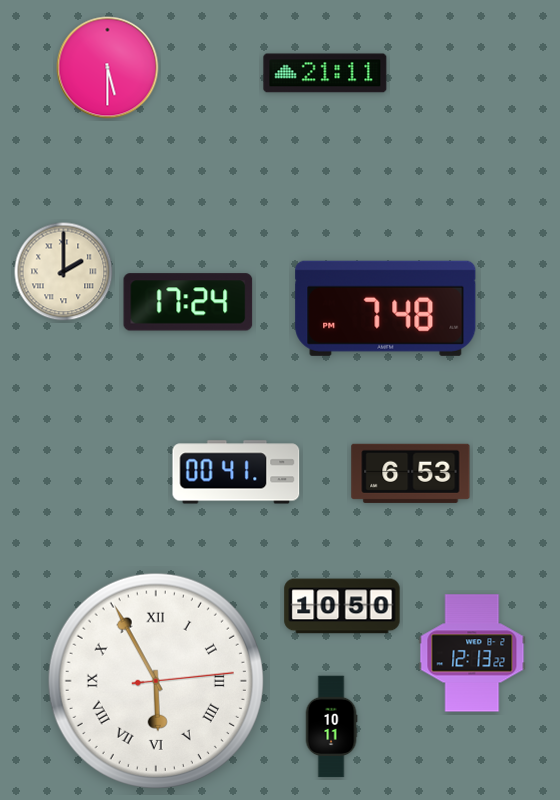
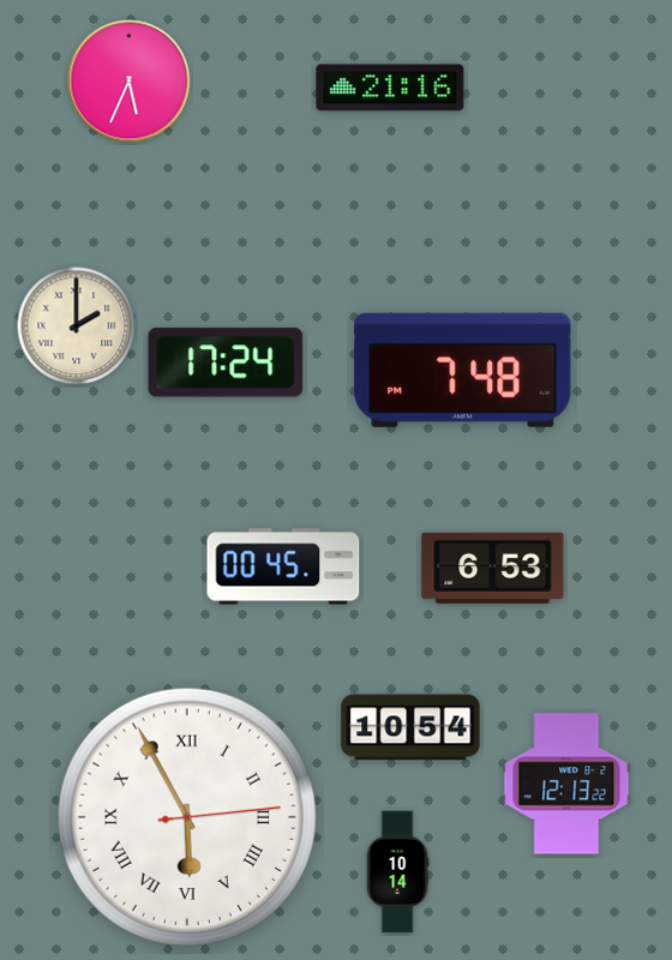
clock at (108, 68): 5:30 -> 5:34
clock at (325, 73): 21:11 -> 21:16
clock at (236, 472): 00:41 -> 00:45
clock at (342, 606): 10:50 -> 10:54
clock at (331, 727): 10:11 -> 10:14
